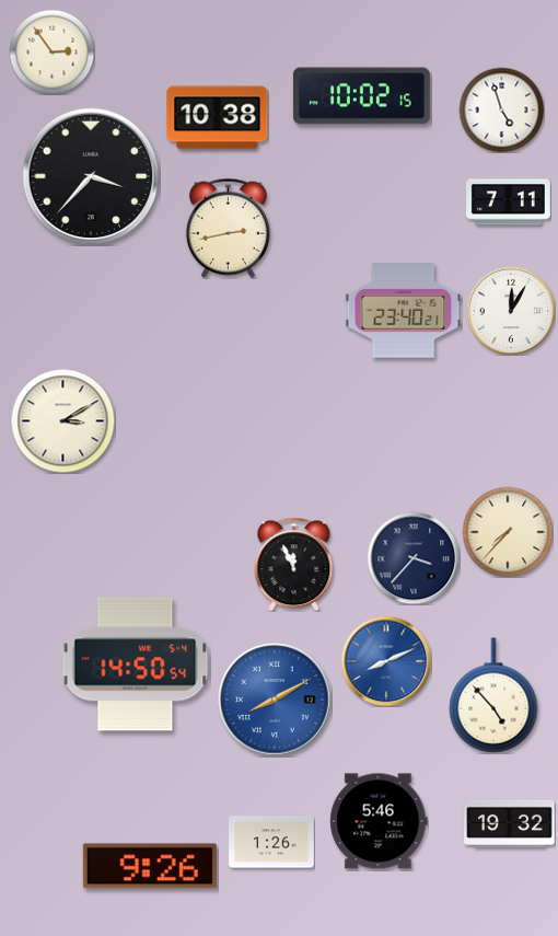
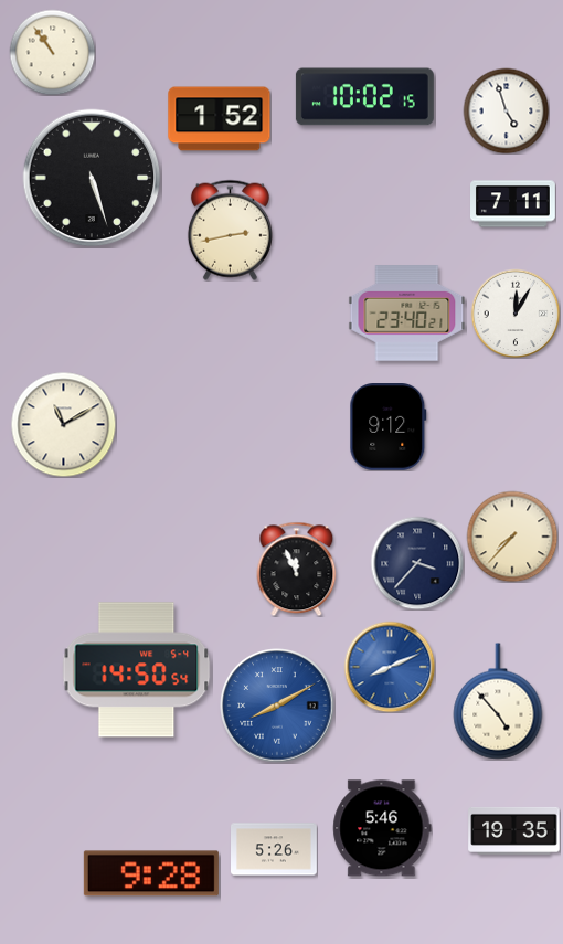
clock at (51, 51): 2:54 -> 10:54
clock at (218, 118): 10:38 -> 1:52
clock at (91, 176): 3:37 -> 5:27
clock at (62, 420): 3:10 -> 11:10
clock at (389, 427): none -> 9:12
clock at (510, 823): 19:32 -> 19:35
clock at (272, 842): 1:26 -> 5:26
clock at (150, 866): 9:26 -> 9:28
